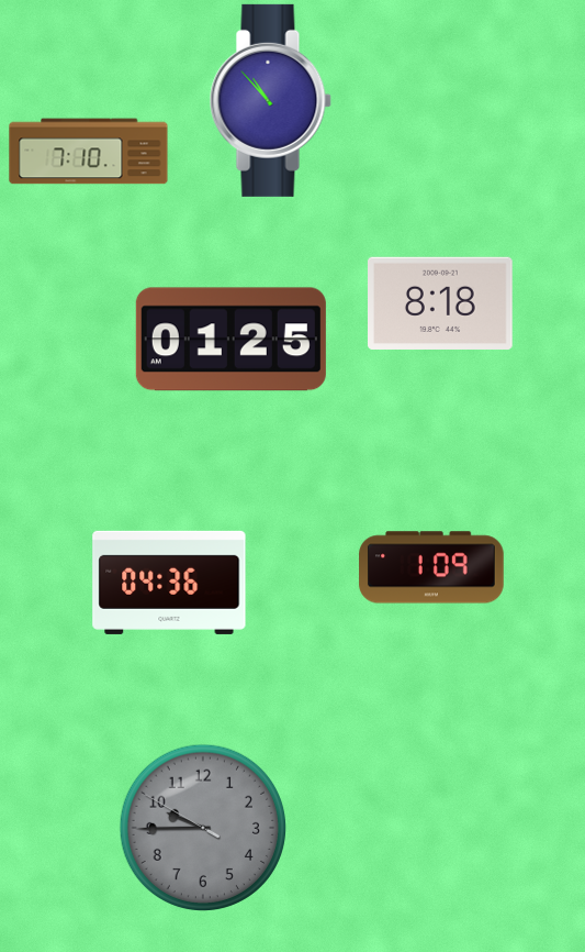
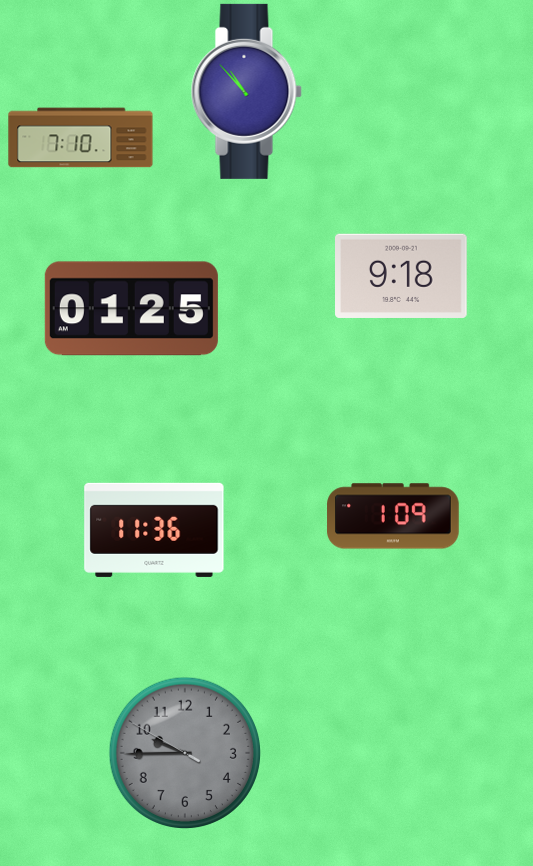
clock at (441, 303): 8:18 -> 9:18
clock at (230, 340) position: (230, 340) -> (131, 309)
clock at (169, 583): 04:36 -> 11:36
